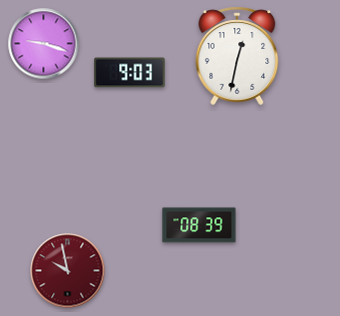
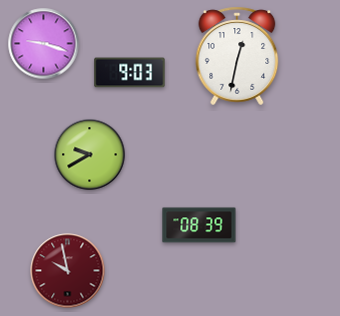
clock at (90, 155): none -> 9:40
